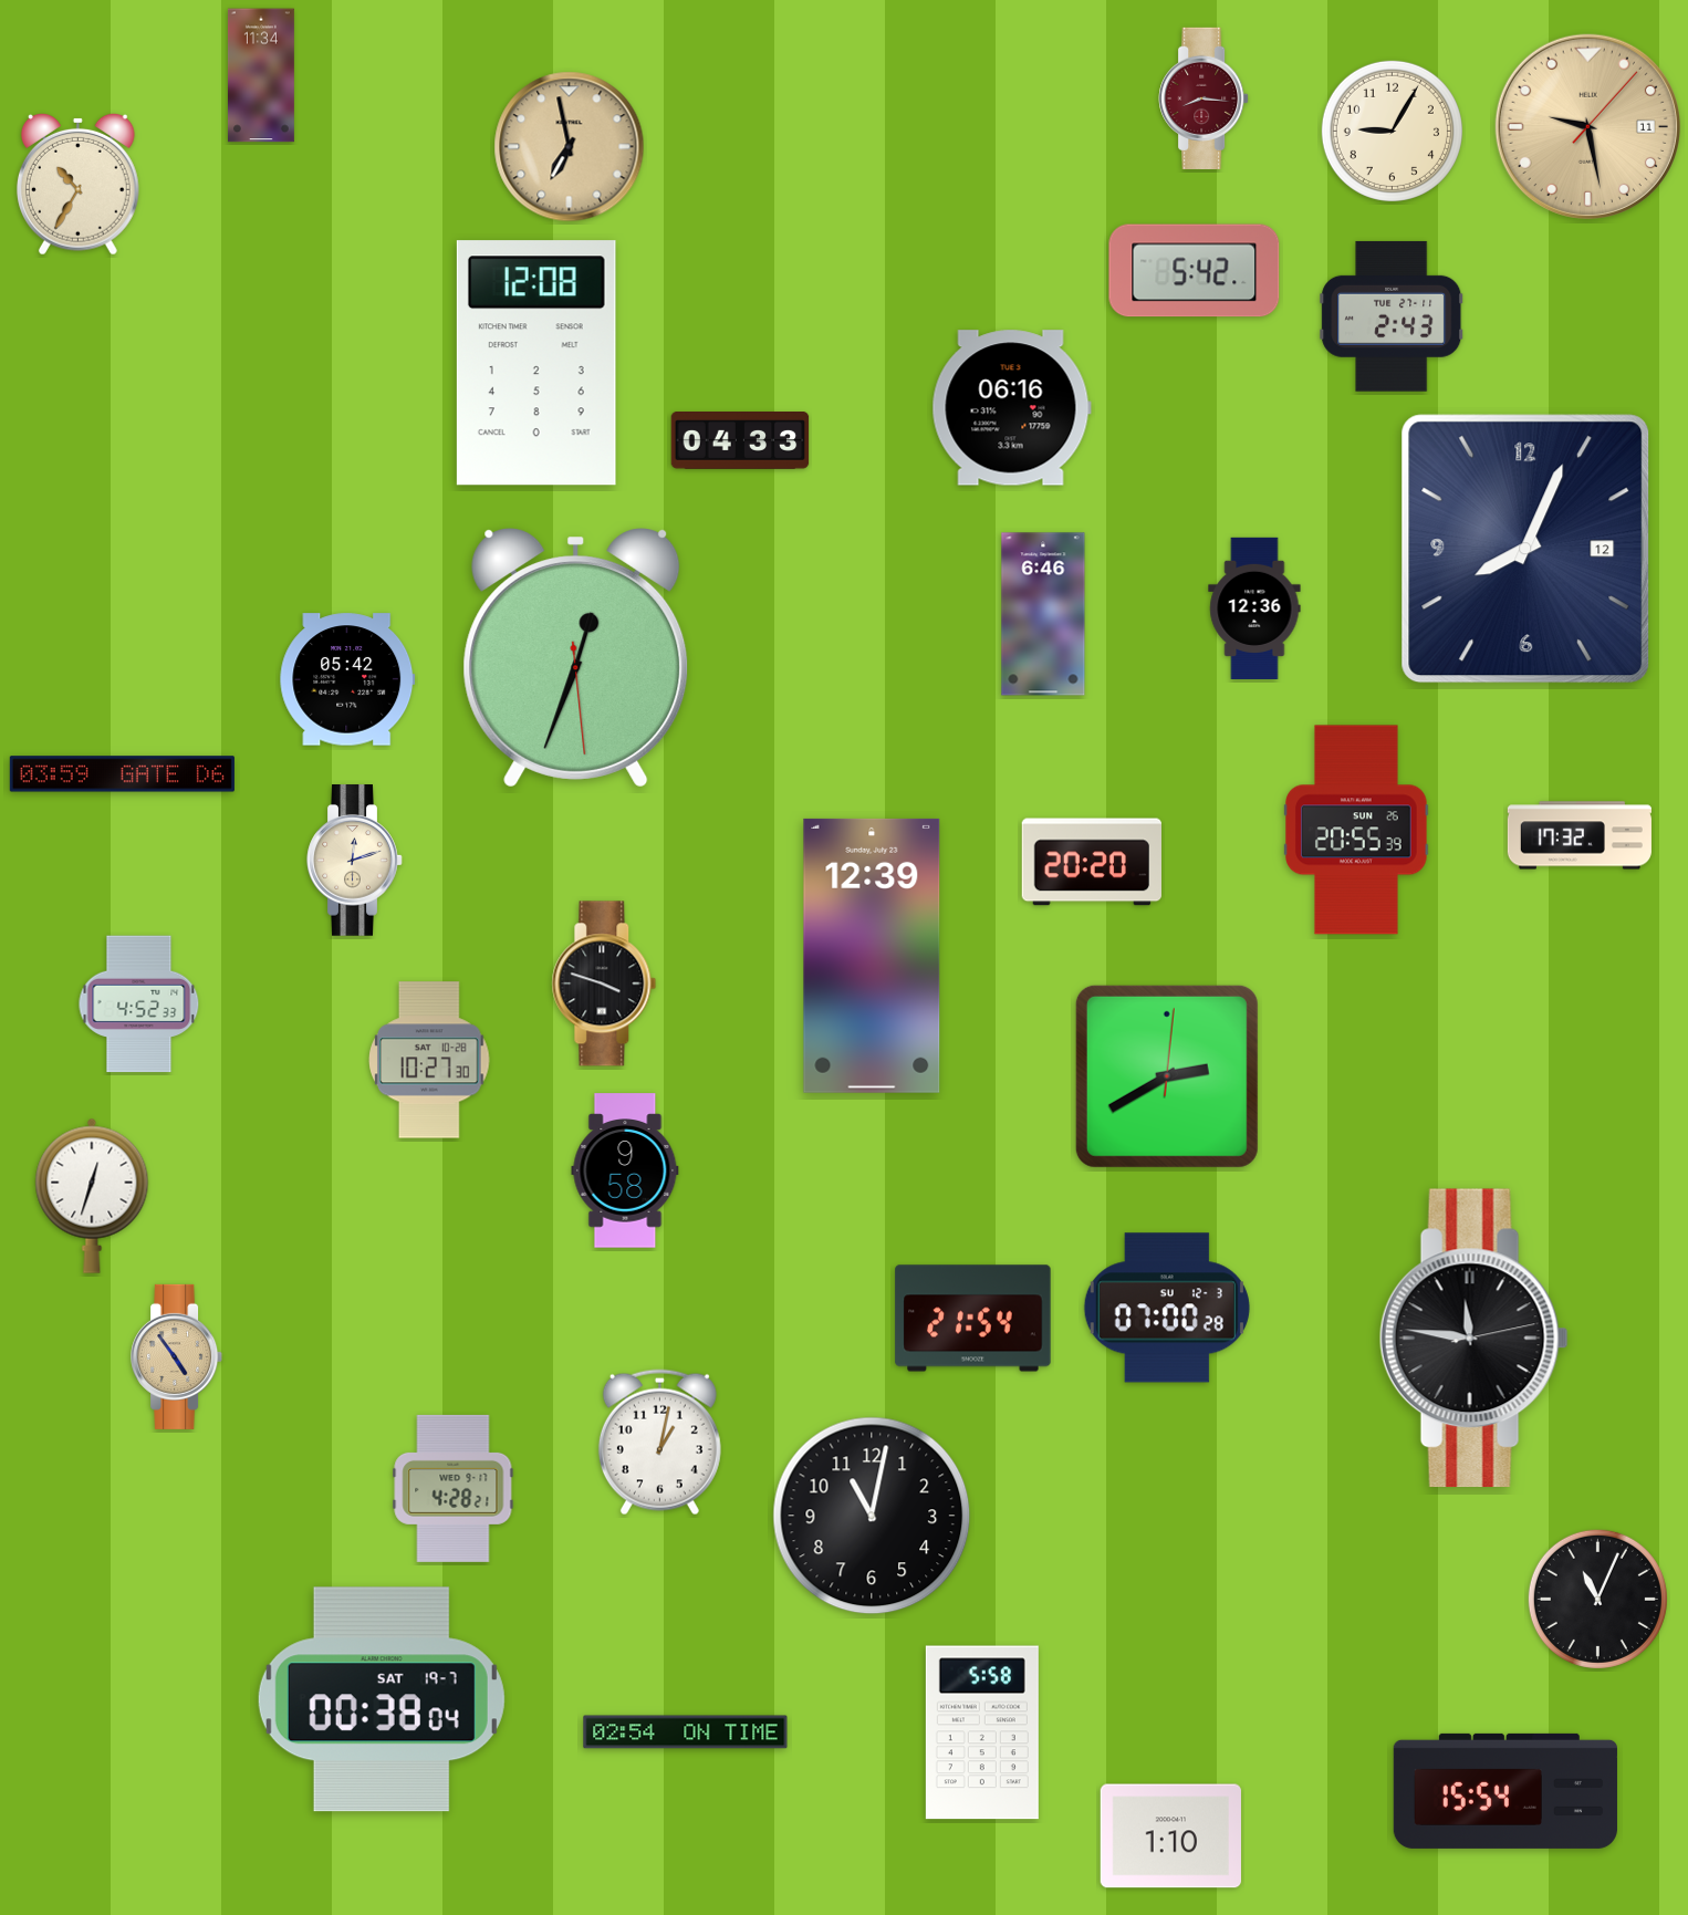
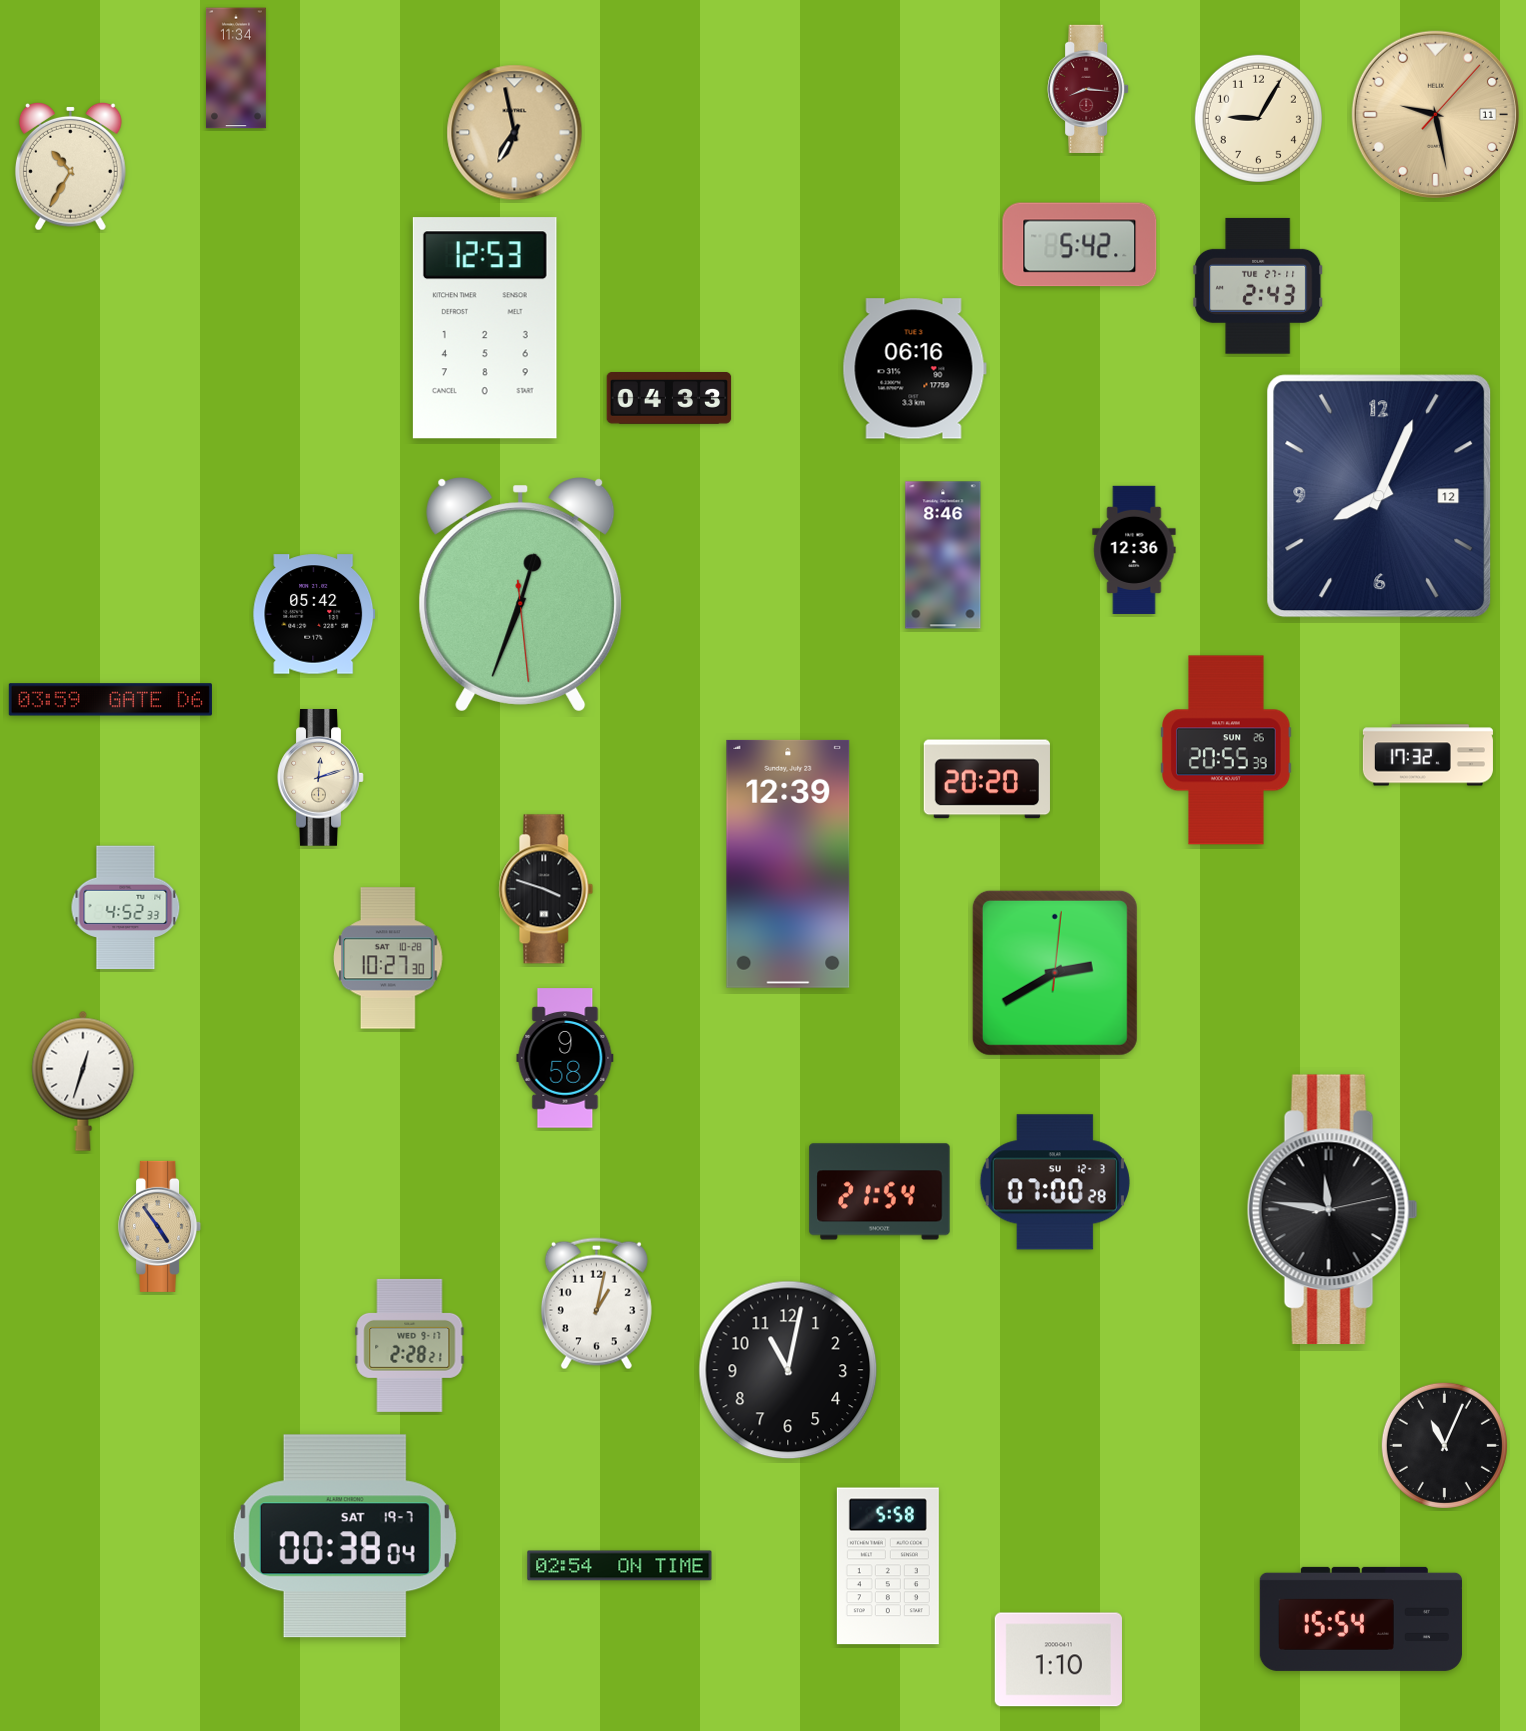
clock at (536, 363): 12:08 -> 12:53
clock at (1043, 614): 6:46 -> 8:46
clock at (454, 1488): 4:28 -> 2:28
